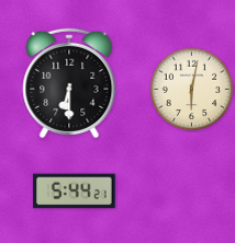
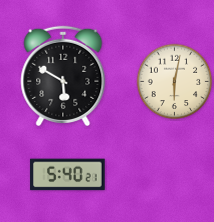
clock at (69, 82): 6:30 -> 5:50
clock at (75, 192): 5:44 -> 5:40
